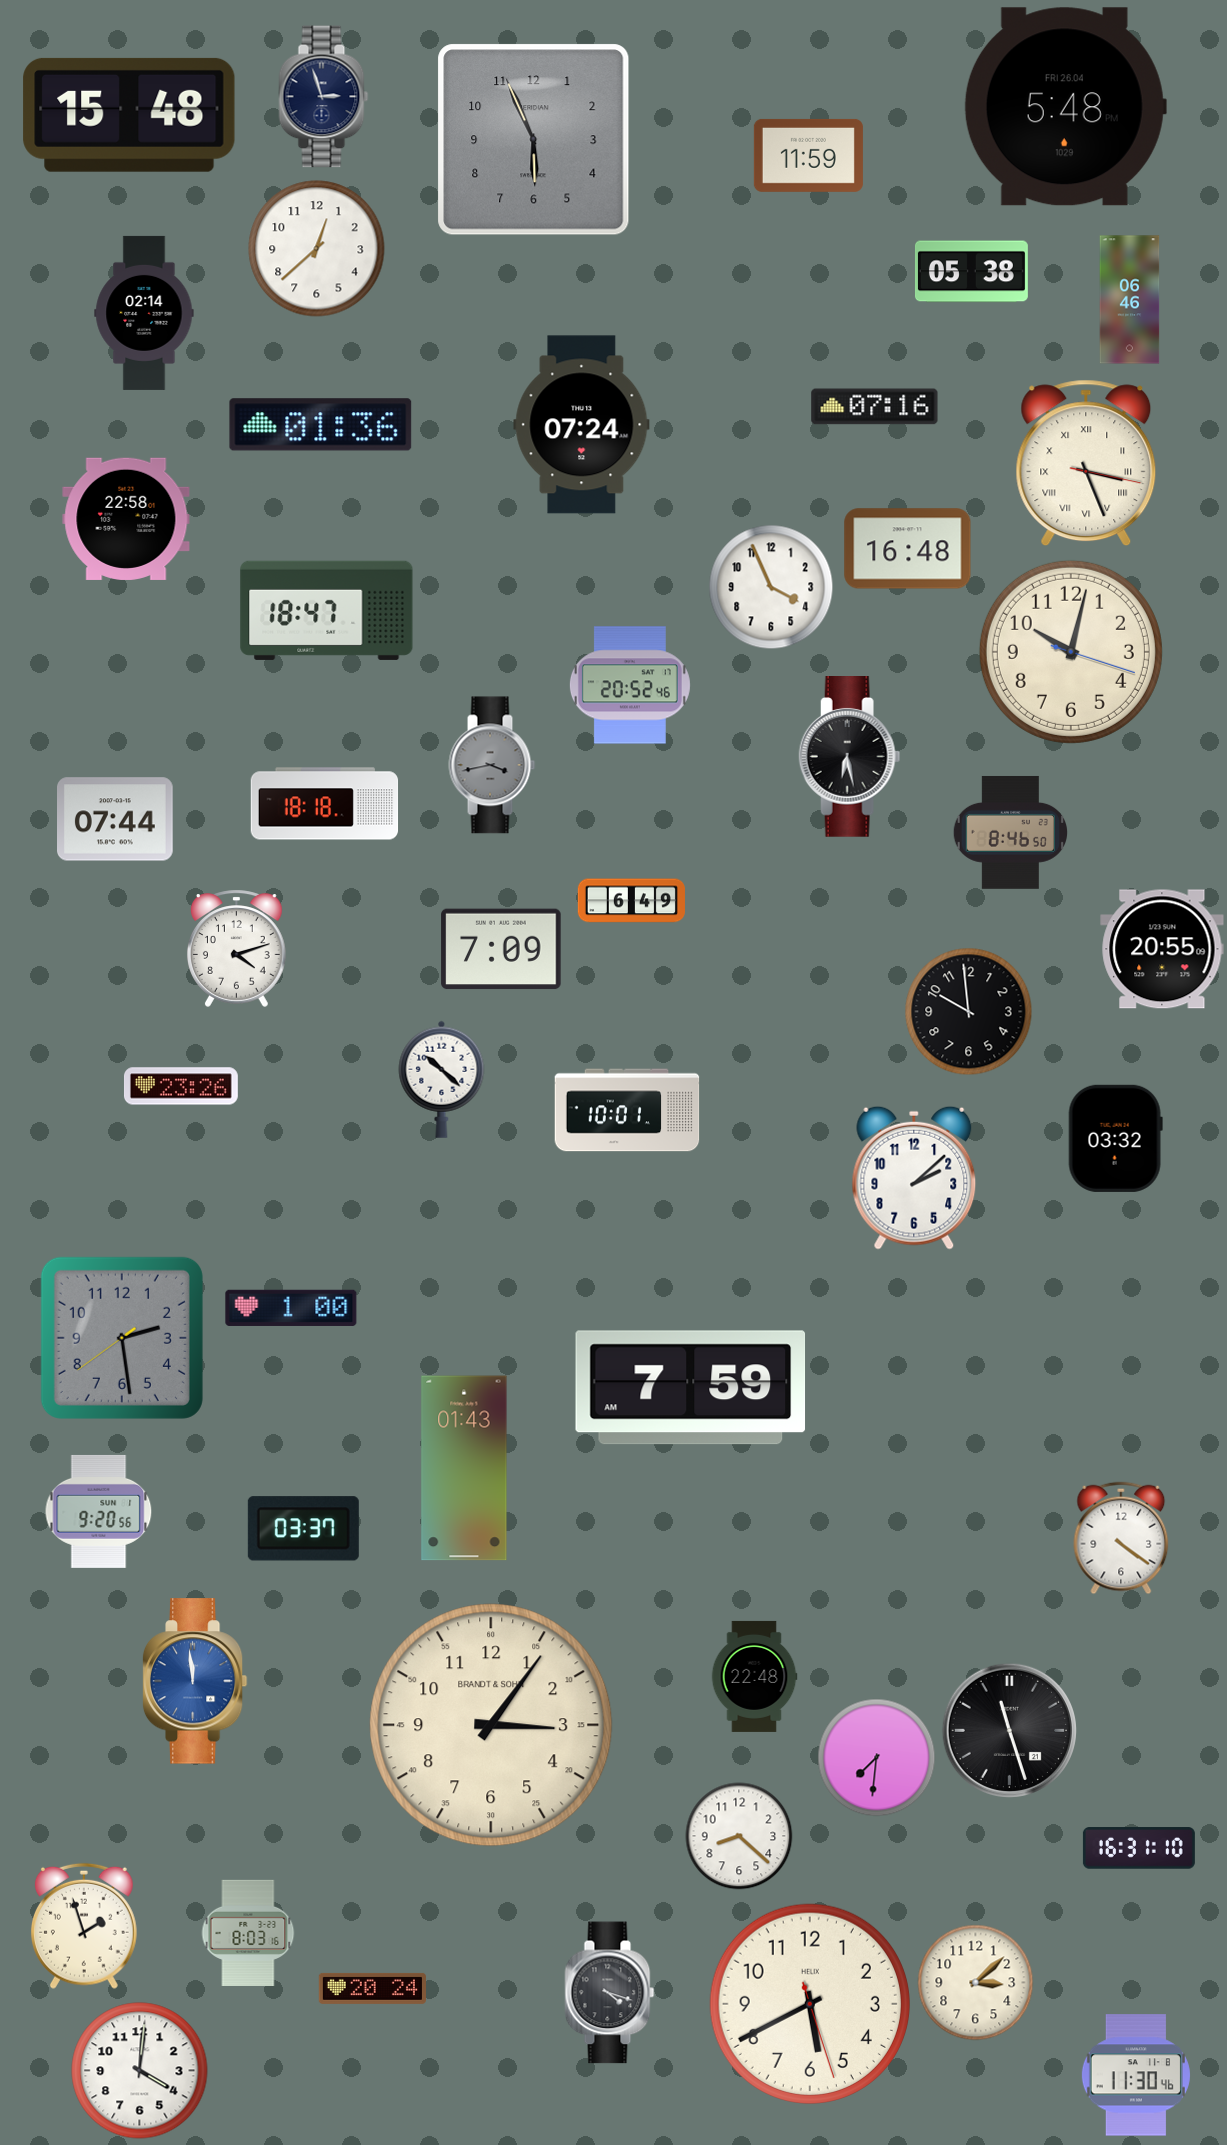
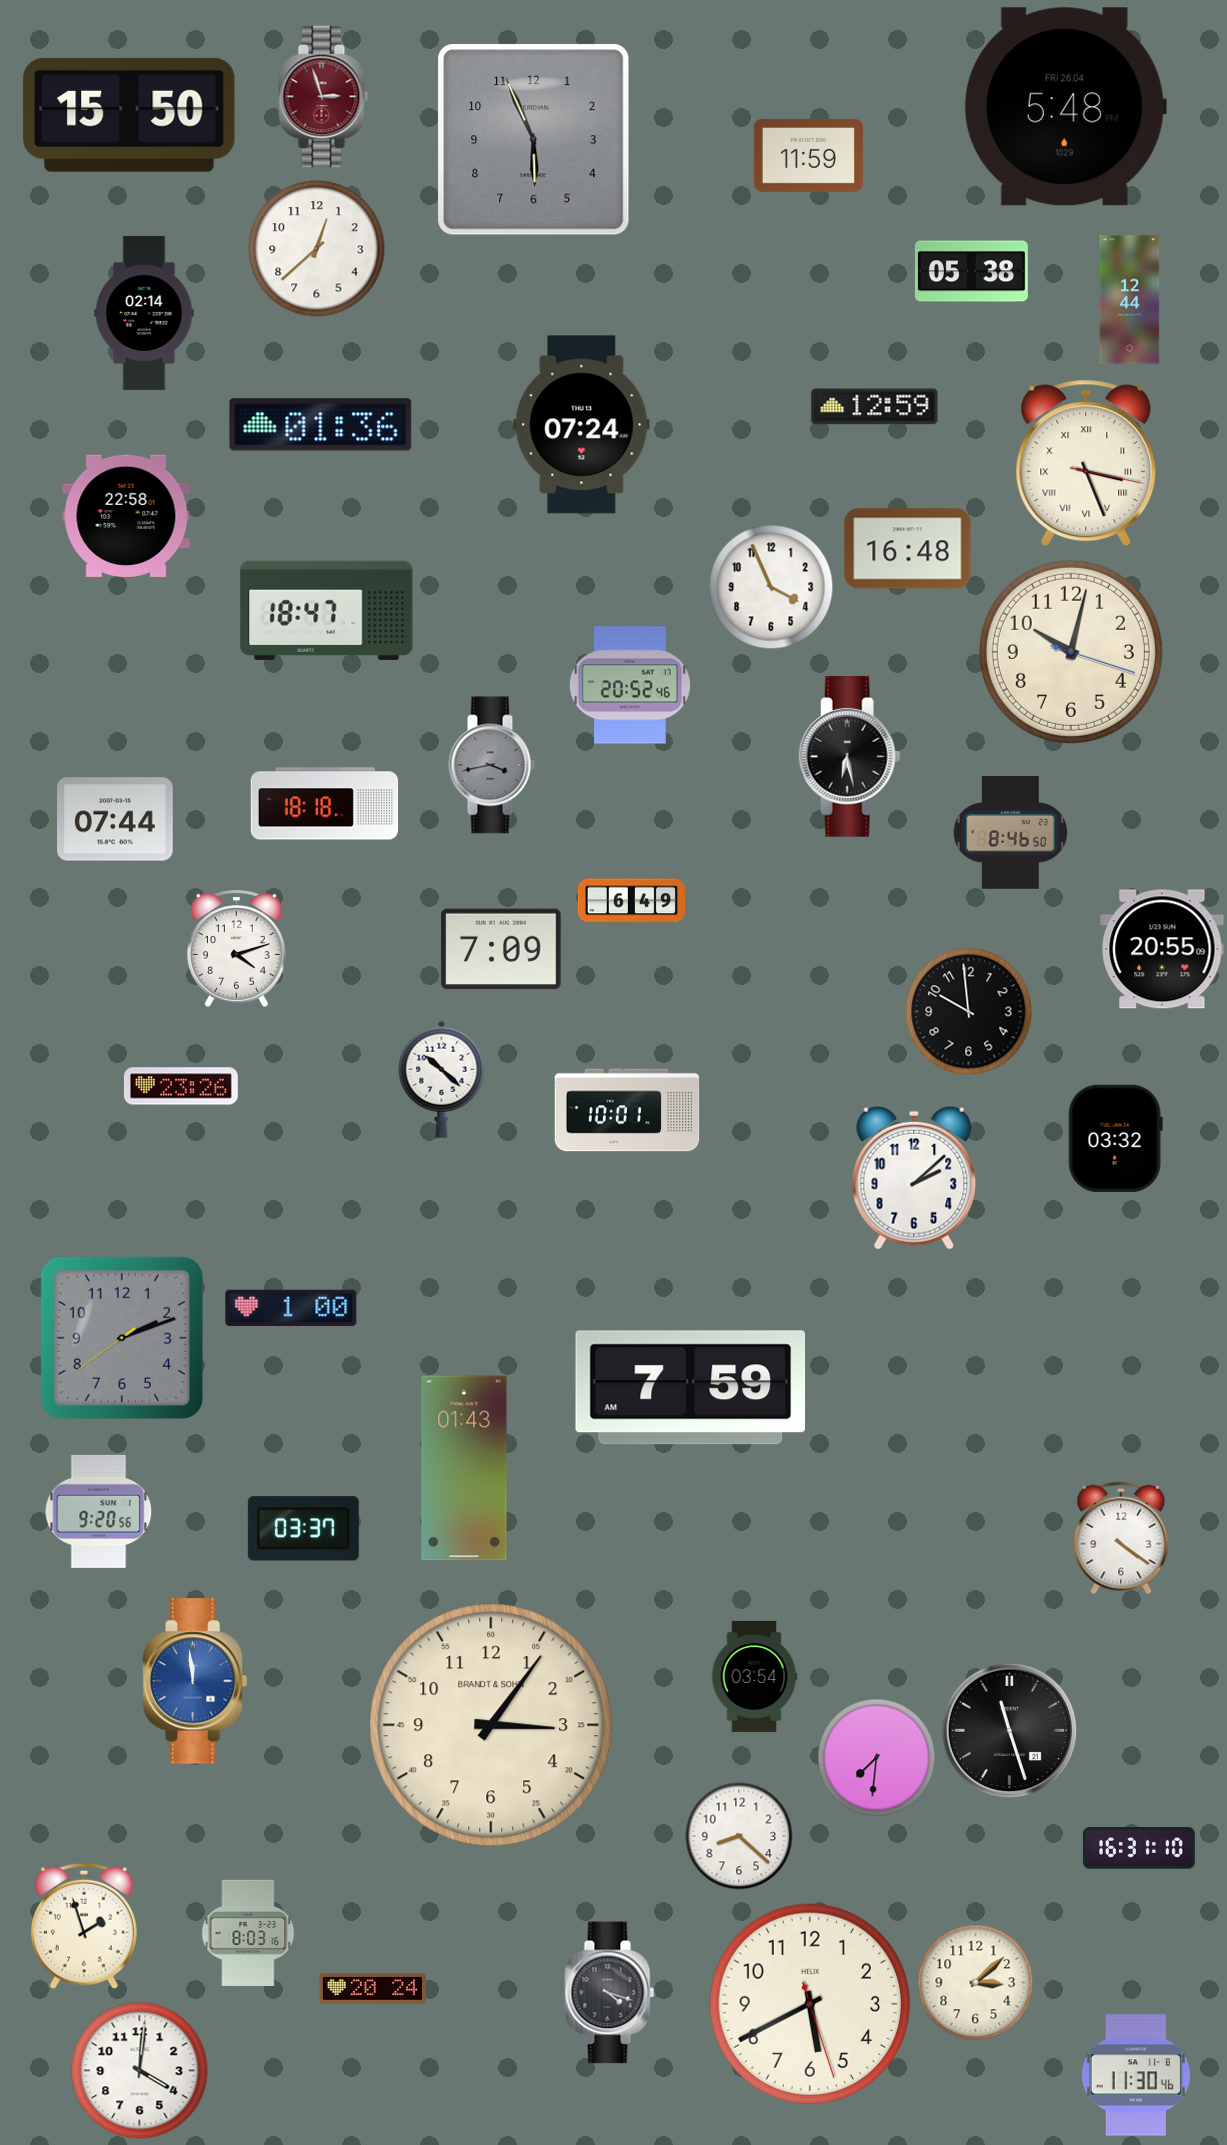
clock at (324, 97) dial: navy -> burgundy
clock at (129, 115): 15:48 -> 15:50
clock at (1130, 300): 06:46 -> 12:44
clock at (875, 407): 07:16 -> 12:59
clock at (126, 519) position: (126, 519) -> (126, 516)
clock at (122, 1338): 2:28 -> 2:11
clock at (754, 1676): 22:48 -> 03:54
